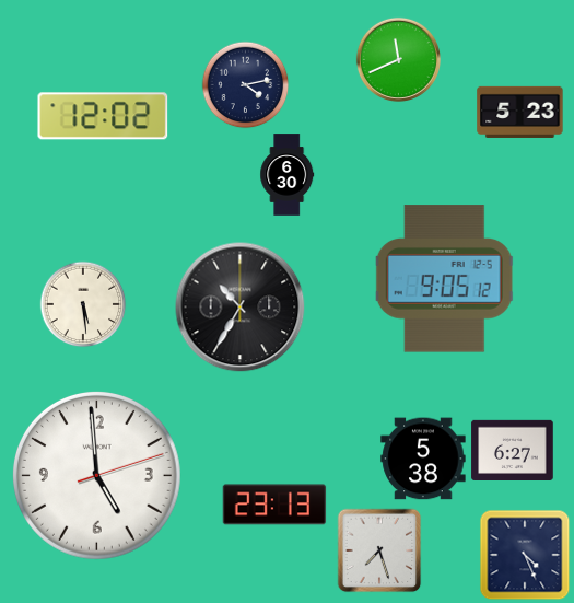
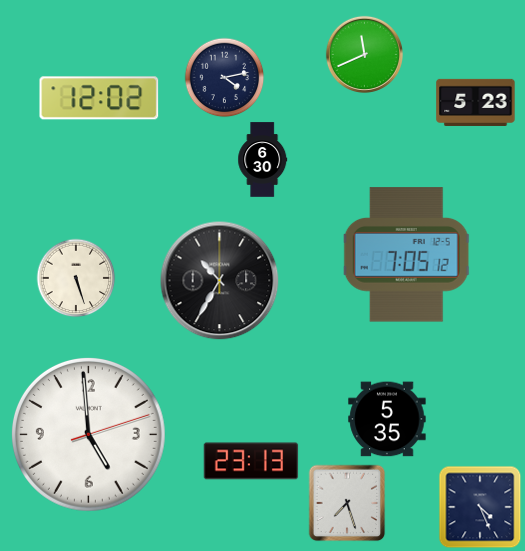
clock at (103, 116) position: (103, 116) -> (99, 98)
clock at (445, 279): 9:05 -> 7:05
clock at (83, 304): 5:29 -> 5:27
clock at (513, 450): 6:27 -> none
clock at (423, 459): 5:38 -> 5:35
